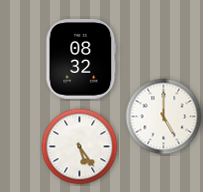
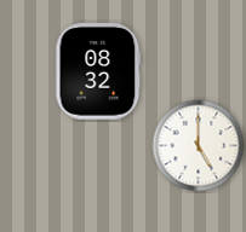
clock at (164, 117) position: (164, 117) -> (199, 146)
clock at (80, 147): 5:24 -> none
